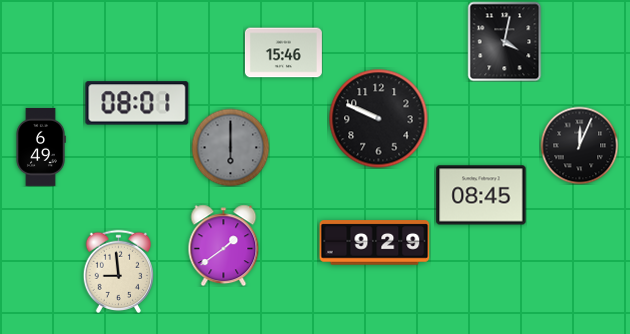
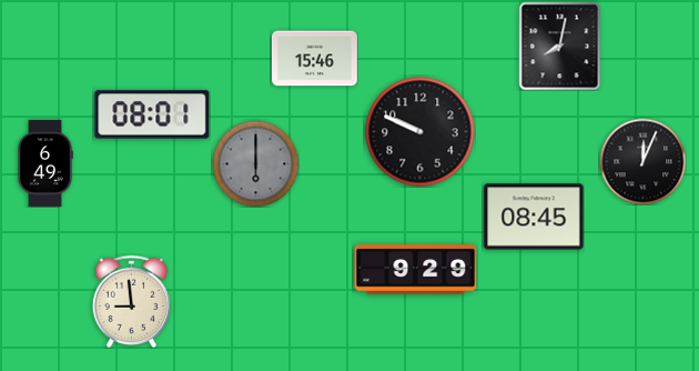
clock at (505, 41): 4:02 -> 8:02
clock at (224, 245): 1:39 -> none
